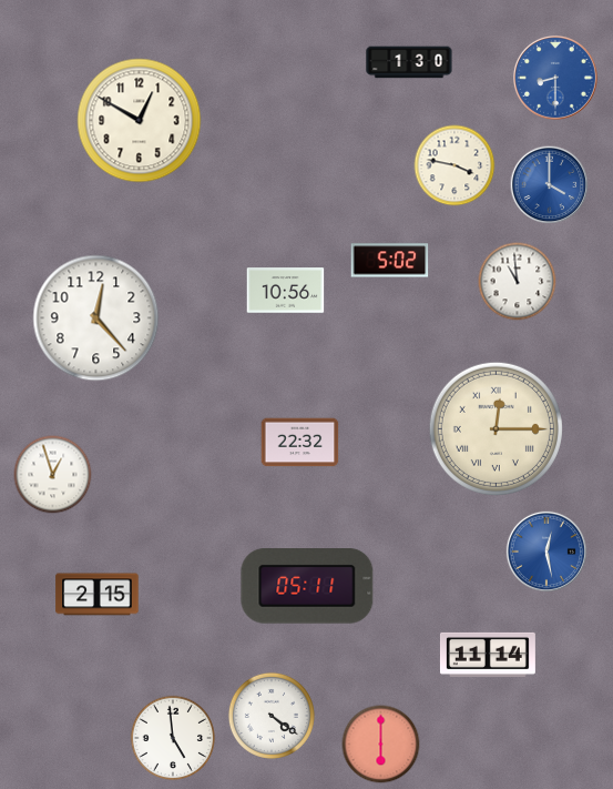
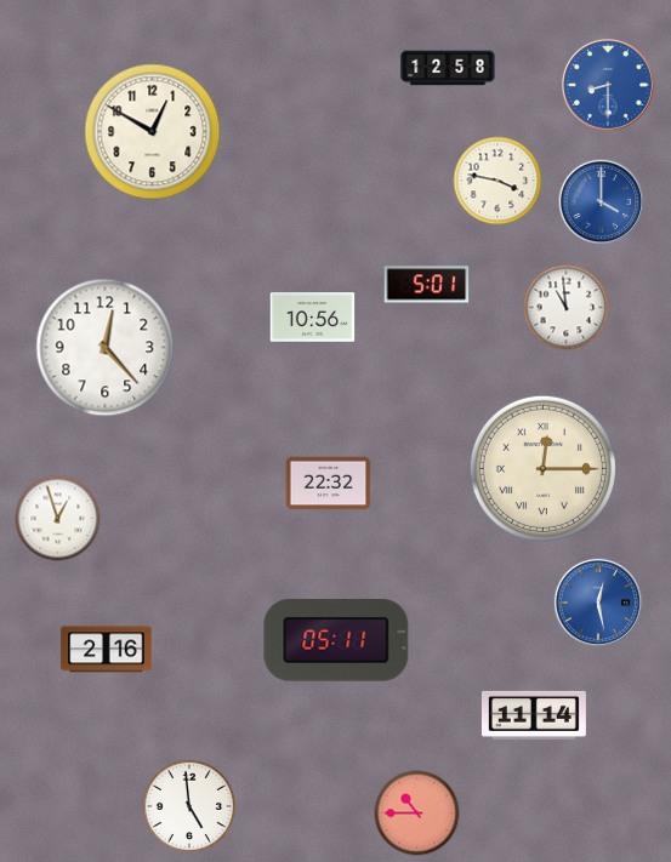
clock at (409, 62): 1:30 -> 12:58
clock at (390, 261): 5:02 -> 5:01
clock at (98, 595): 2:15 -> 2:16
clock at (272, 716): 4:21 -> none
clock at (381, 745): 6:00 -> 10:45
